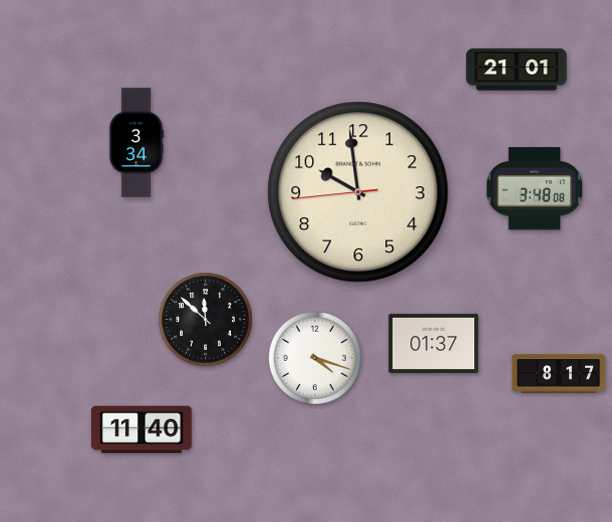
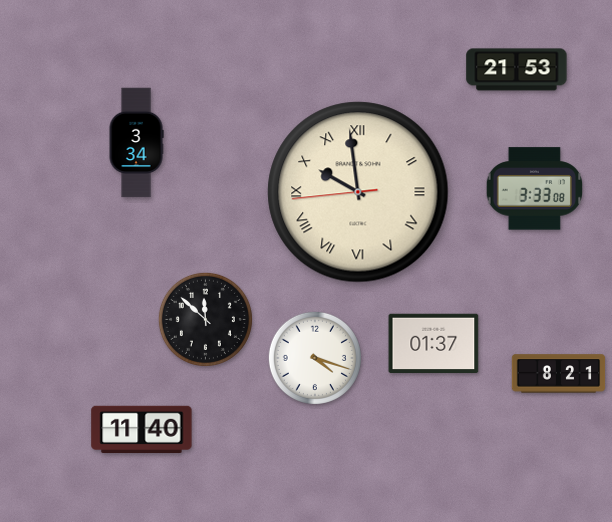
clock at (517, 70): 21:01 -> 21:53
clock at (534, 189): 3:48 -> 3:33
clock at (358, 192) numerals: Arabic -> Roman
clock at (559, 374): 8:17 -> 8:21
